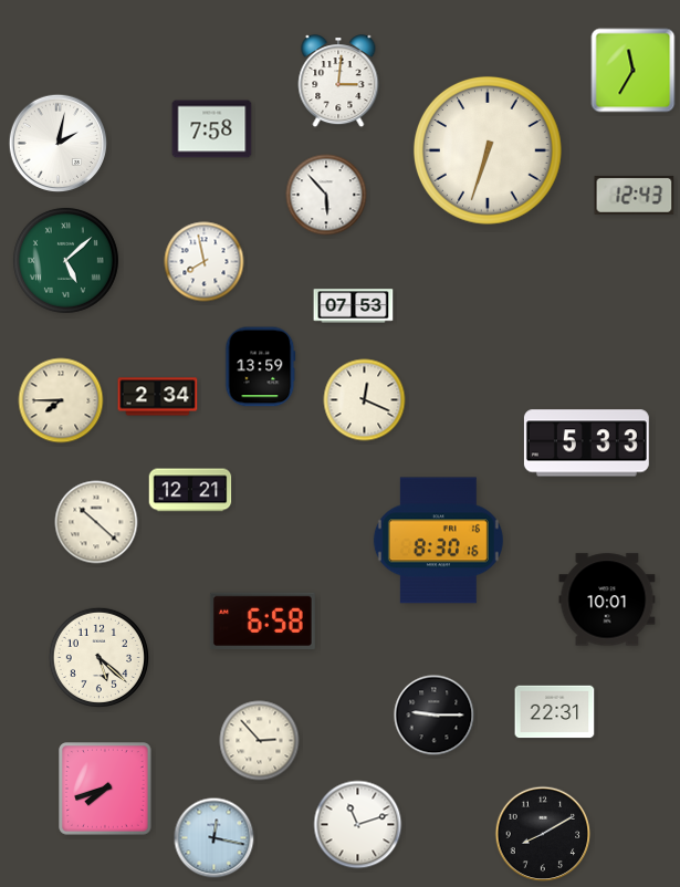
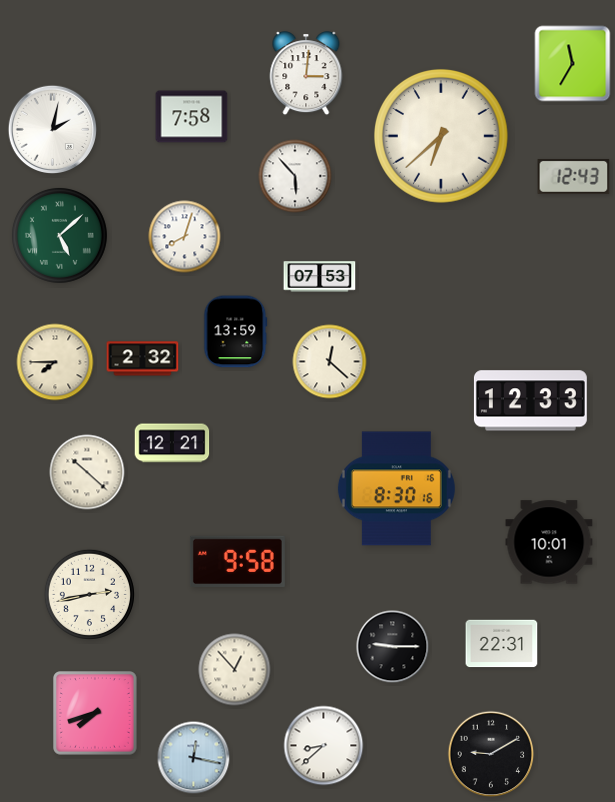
clock at (488, 150): 6:33 -> 6:38
clock at (205, 262): 7:58 -> 8:03
clock at (158, 397): 2:34 -> 2:32
clock at (365, 400): 12:19 -> 12:22
clock at (586, 443): 5:33 -> 12:33
clock at (262, 620): 6:58 -> 9:58
clock at (98, 657): 5:22 -> 2:43
clock at (260, 741): 2:53 -> 12:53
clock at (358, 825): 11:12 -> 8:38
clock at (543, 834): 8:10 -> 9:10
